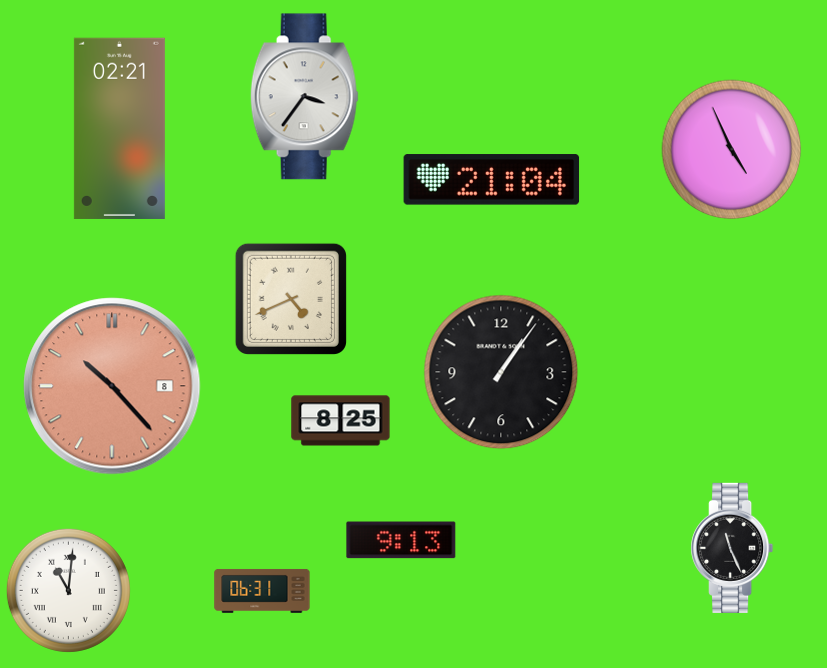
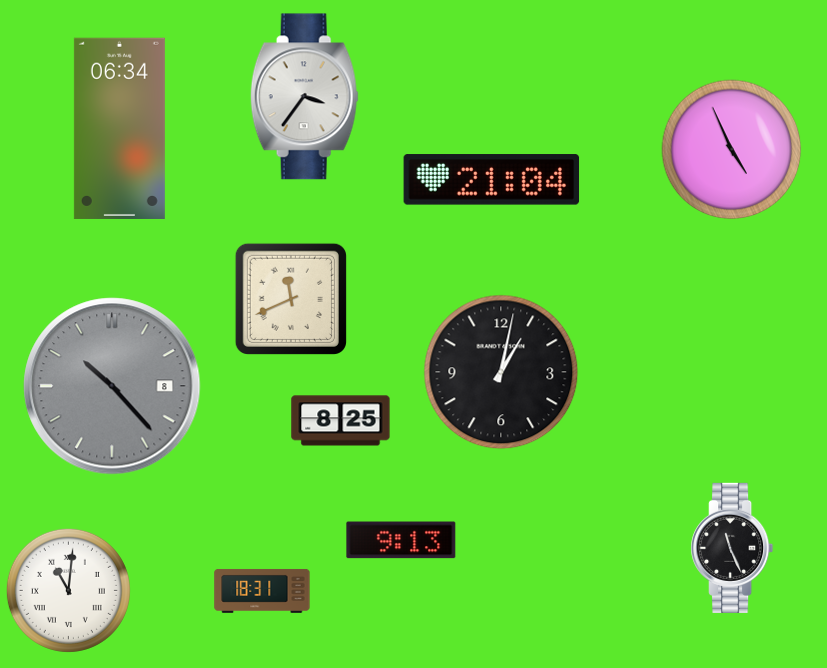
clock at (119, 128): 02:21 -> 06:34
clock at (291, 299): 4:41 -> 11:41
clock at (501, 372): 1:06 -> 1:02
clock at (112, 386) dial: salmon -> grey
clock at (262, 591): 06:31 -> 18:31
